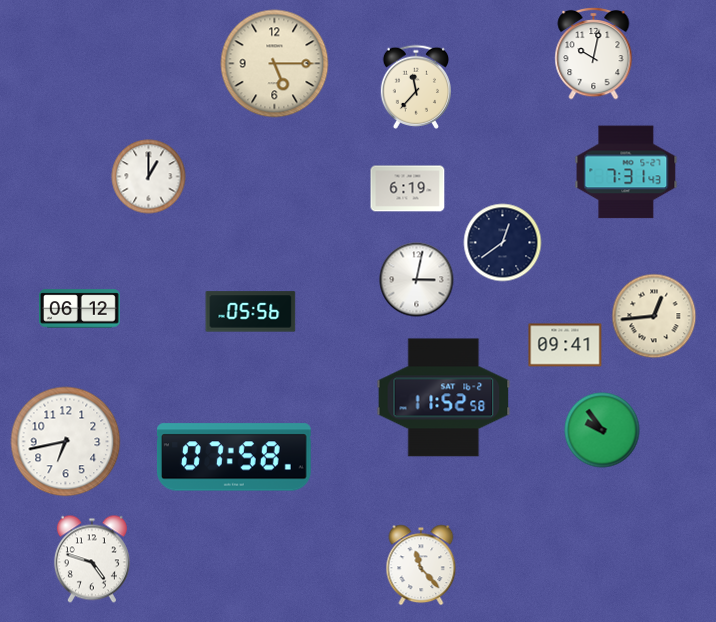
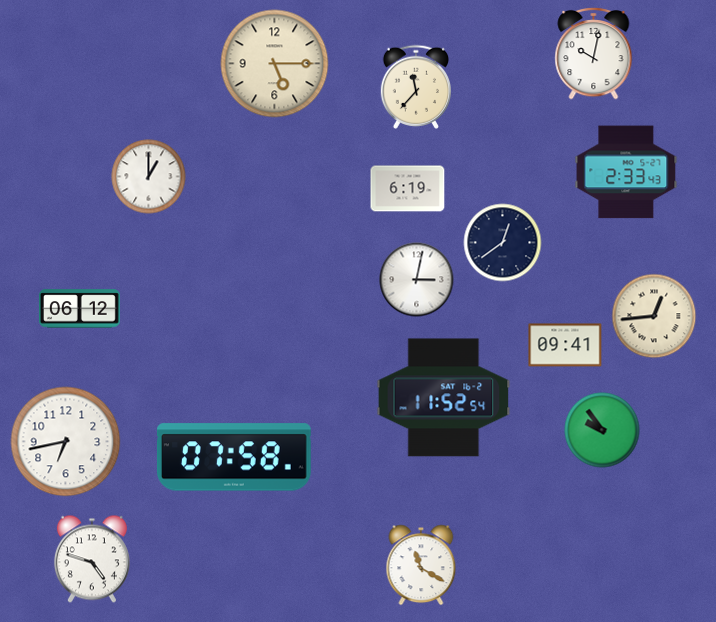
clock at (626, 172): 7:31 -> 2:33
clock at (251, 312): 05:56 -> none
clock at (444, 398): 11:52:58 -> 11:52:54
clock at (421, 565): 11:23 -> 11:20
